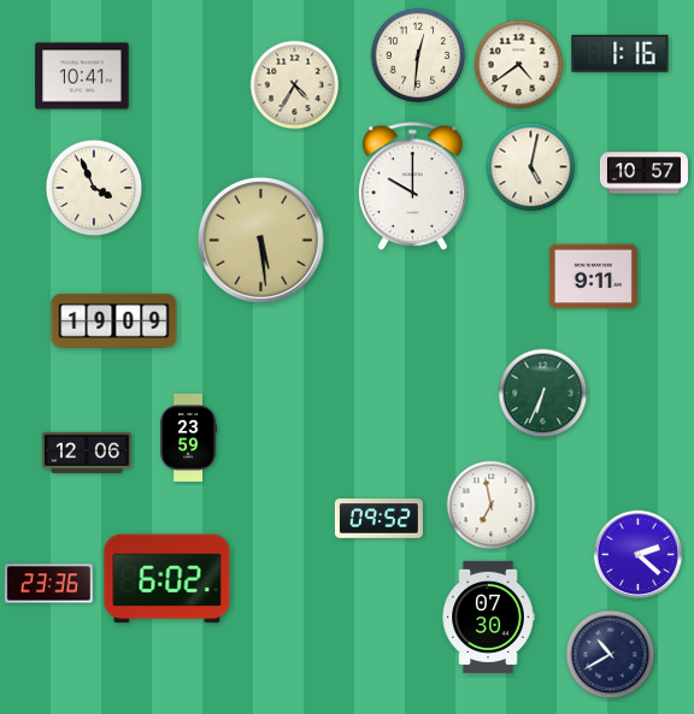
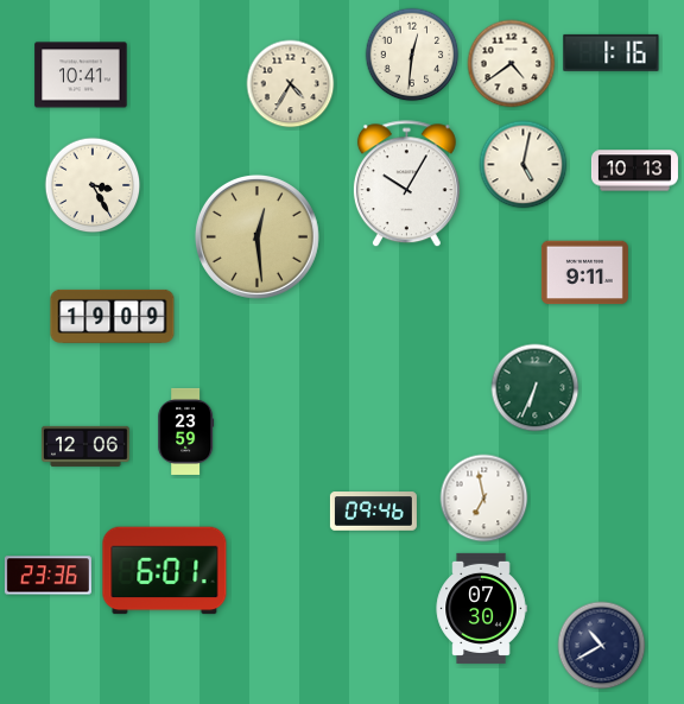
clock at (643, 173): 10:57 -> 10:13
clock at (412, 187): 10:00 -> 10:05
clock at (94, 188): 3:56 -> 3:25
clock at (260, 240): 5:29 -> 12:29
clock at (378, 519): 09:52 -> 09:46
clock at (637, 554): 2:22 -> none
clock at (167, 579): 6:02 -> 6:01
